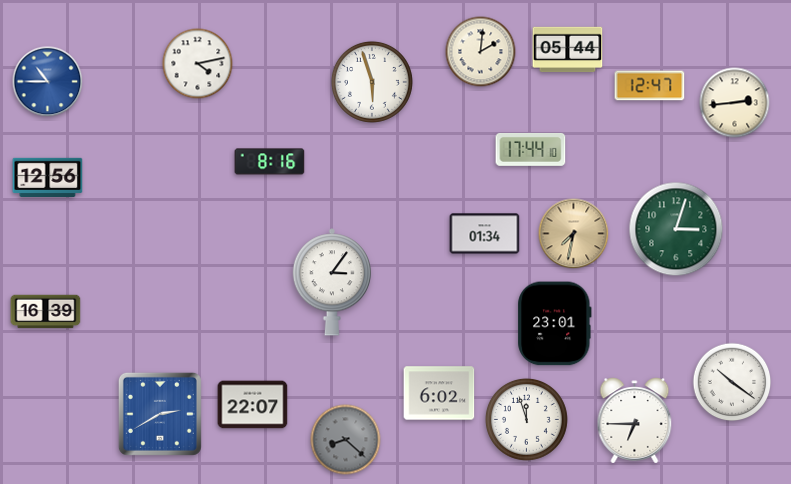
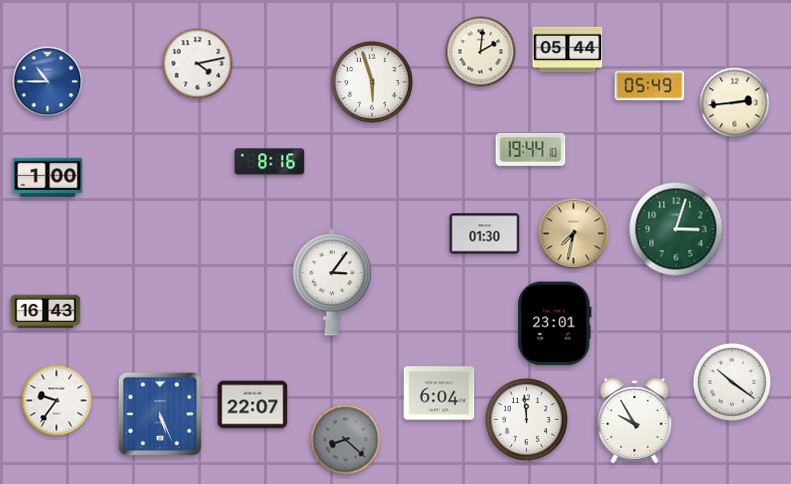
clock at (650, 86): 12:47 -> 05:49
clock at (531, 149): 17:44 -> 19:44
clock at (48, 177): 12:56 -> 1:00
clock at (485, 234): 01:34 -> 01:30
clock at (46, 312): 16:39 -> 16:43
clock at (439, 393): 6:02 -> 6:04
clock at (57, 401): none -> 9:36
clock at (160, 414): 2:40 -> 5:26
clock at (526, 419): 11:57 -> 11:59
clock at (635, 421): 6:45 -> 9:55
